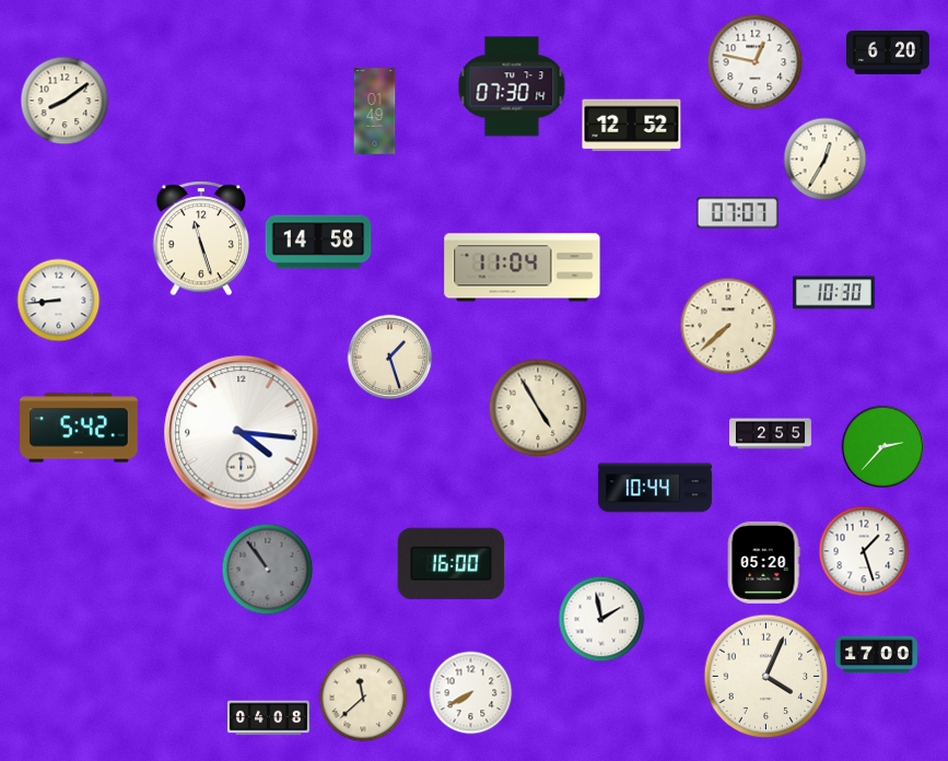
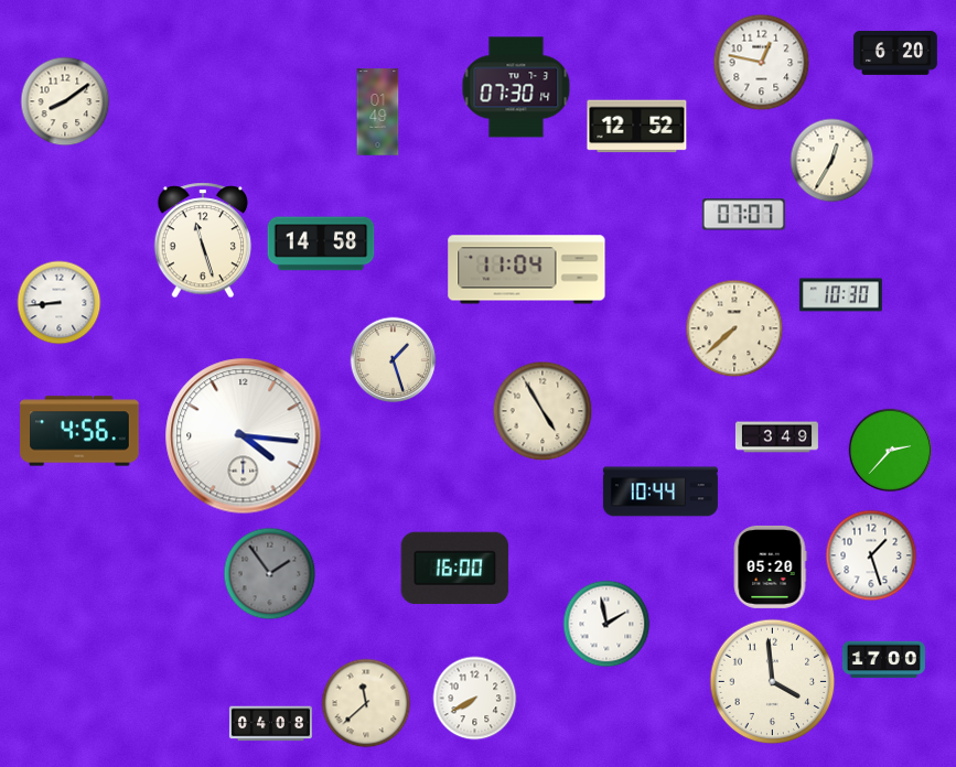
clock at (79, 428): 5:42 -> 4:56
clock at (770, 434): 2:55 -> 3:49
clock at (268, 570): 10:54 -> 1:54
clock at (766, 677): 4:04 -> 3:59
